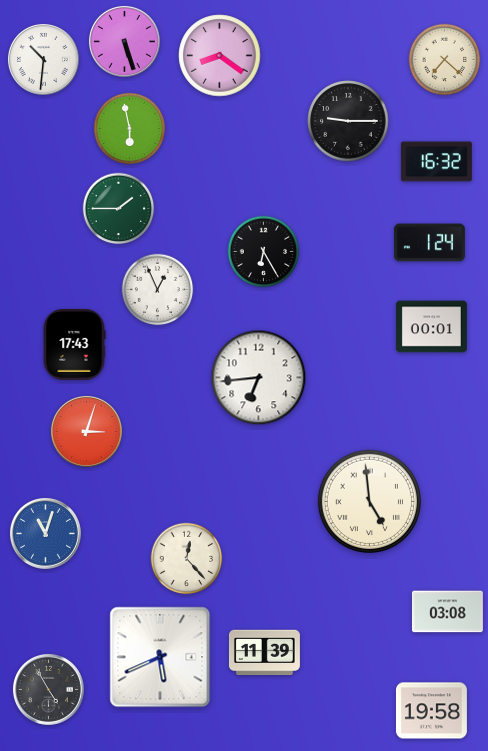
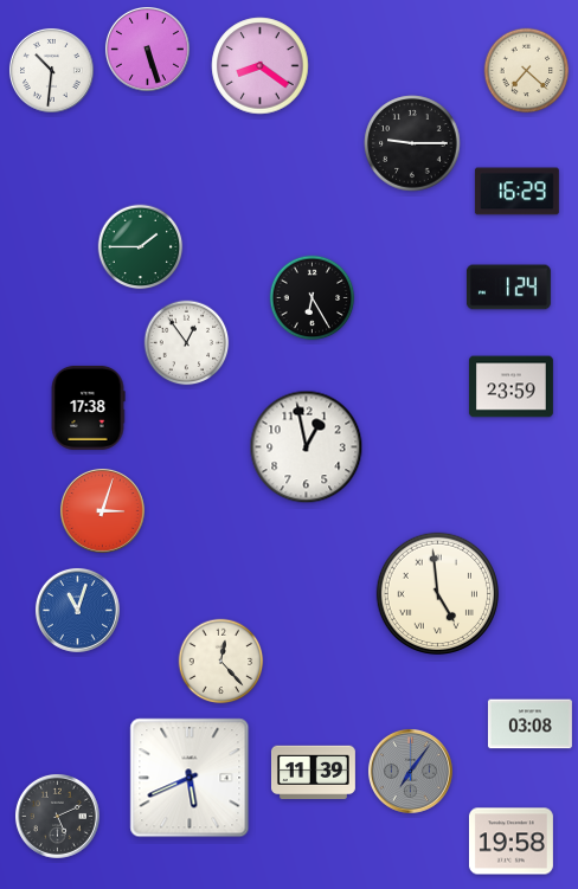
clock at (130, 129): 5:58 -> none
clock at (436, 162): 16:32 -> 16:29
clock at (158, 290): 12:56 -> 12:54
clock at (431, 327): 00:01 -> 23:59
clock at (74, 344): 17:43 -> 17:38
clock at (259, 378): 6:44 -> 12:58
clock at (45, 533) position: (45, 533) -> (77, 610)
clock at (410, 771): none -> 7:06
clock at (48, 689): 4:55 -> 5:11
